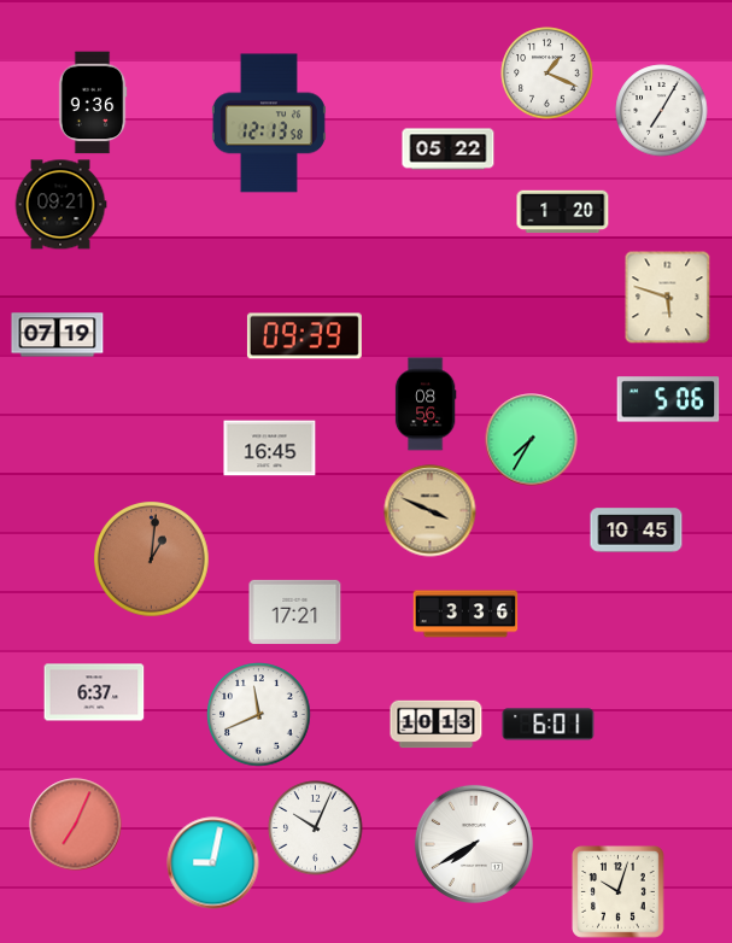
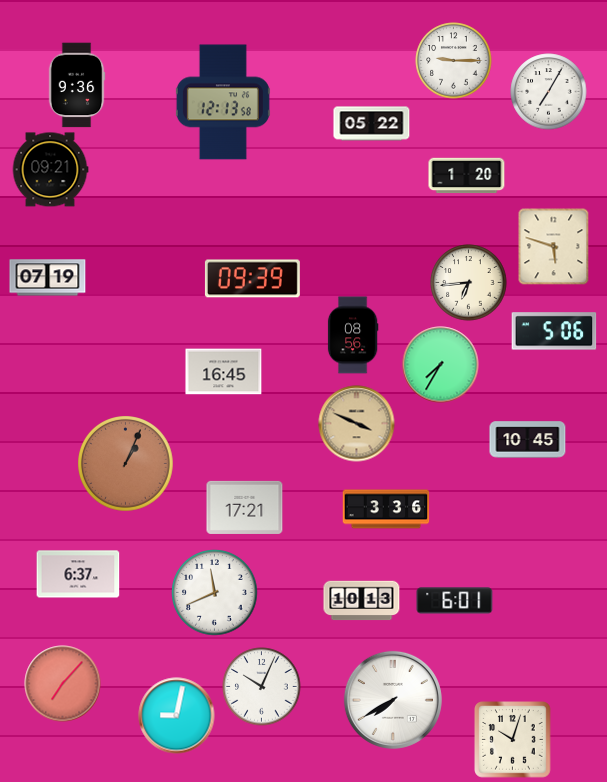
clock at (547, 74): 1:19 -> 9:15
clock at (469, 283): none -> 6:44
clock at (152, 560): 1:01 -> 1:04
clock at (76, 825): 7:04 -> 7:07
